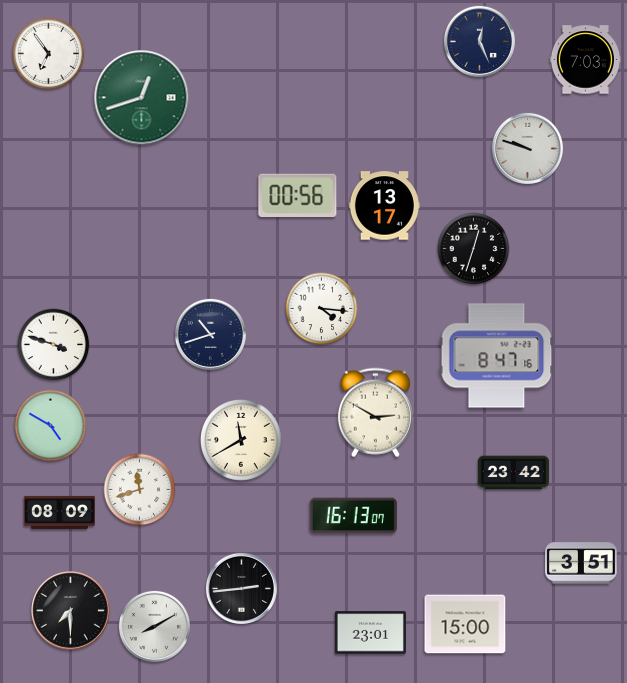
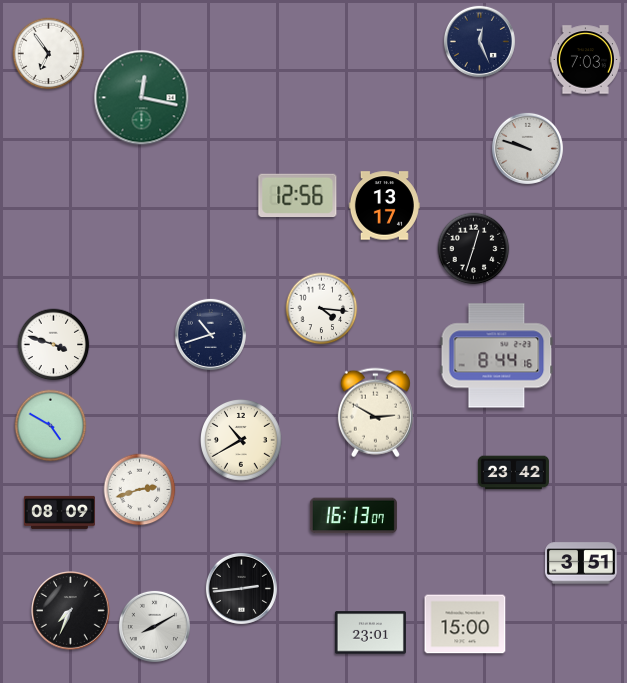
clock at (142, 98): 12:42 -> 12:17
clock at (298, 196): 00:56 -> 12:56
clock at (497, 356): 8:47 -> 8:44
clock at (242, 441): 11:40 -> 10:40
clock at (140, 490): 11:42 -> 2:42
clock at (71, 611): 7:30 -> 7:34
